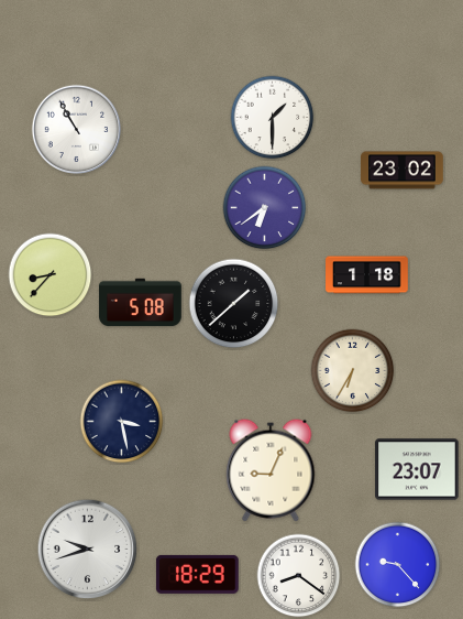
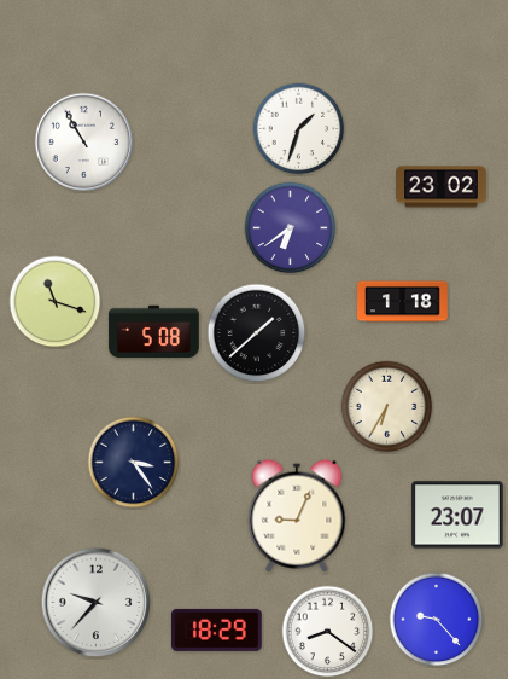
clock at (273, 118): 1:30 -> 1:33
clock at (51, 275): 8:37 -> 11:18
clock at (122, 422): 3:28 -> 3:24
clock at (88, 550): 9:42 -> 9:37
